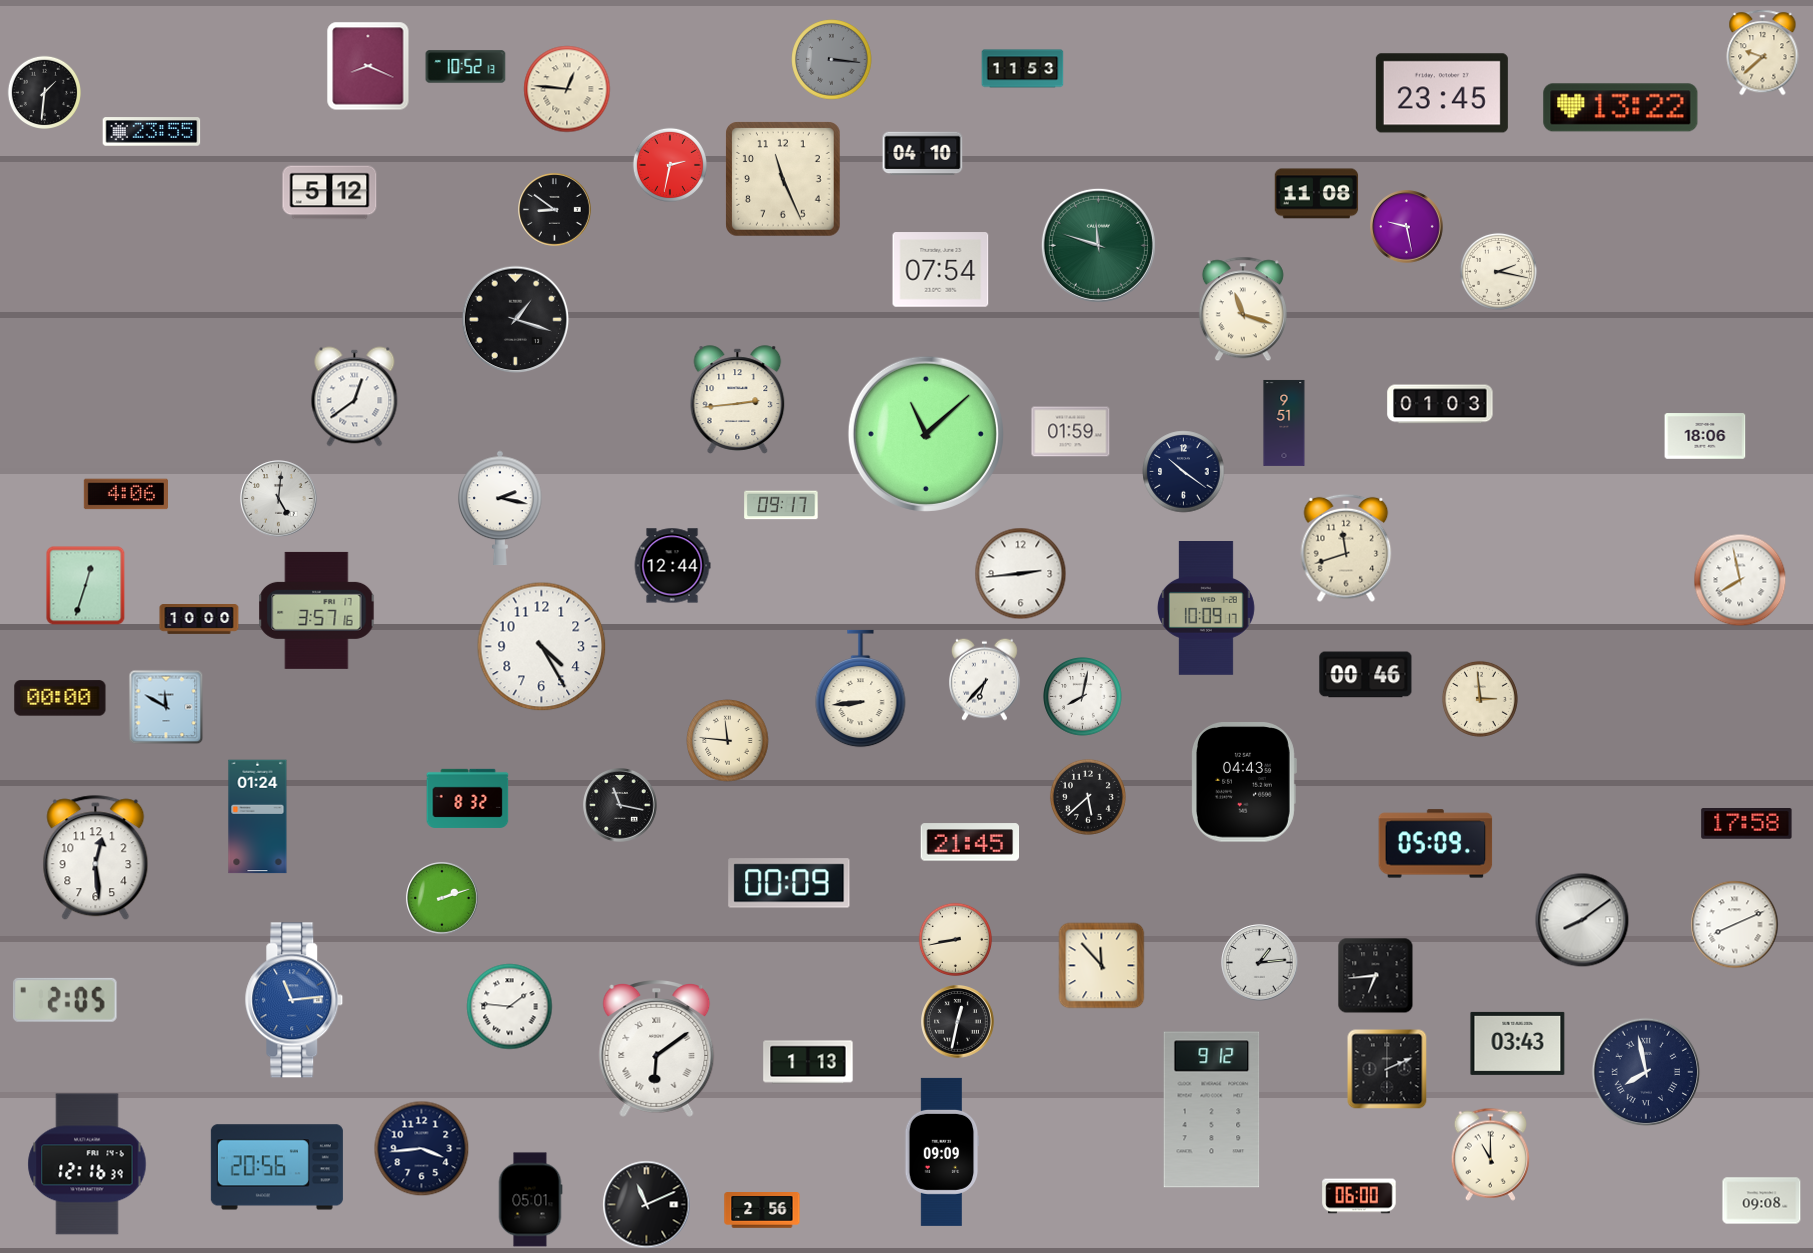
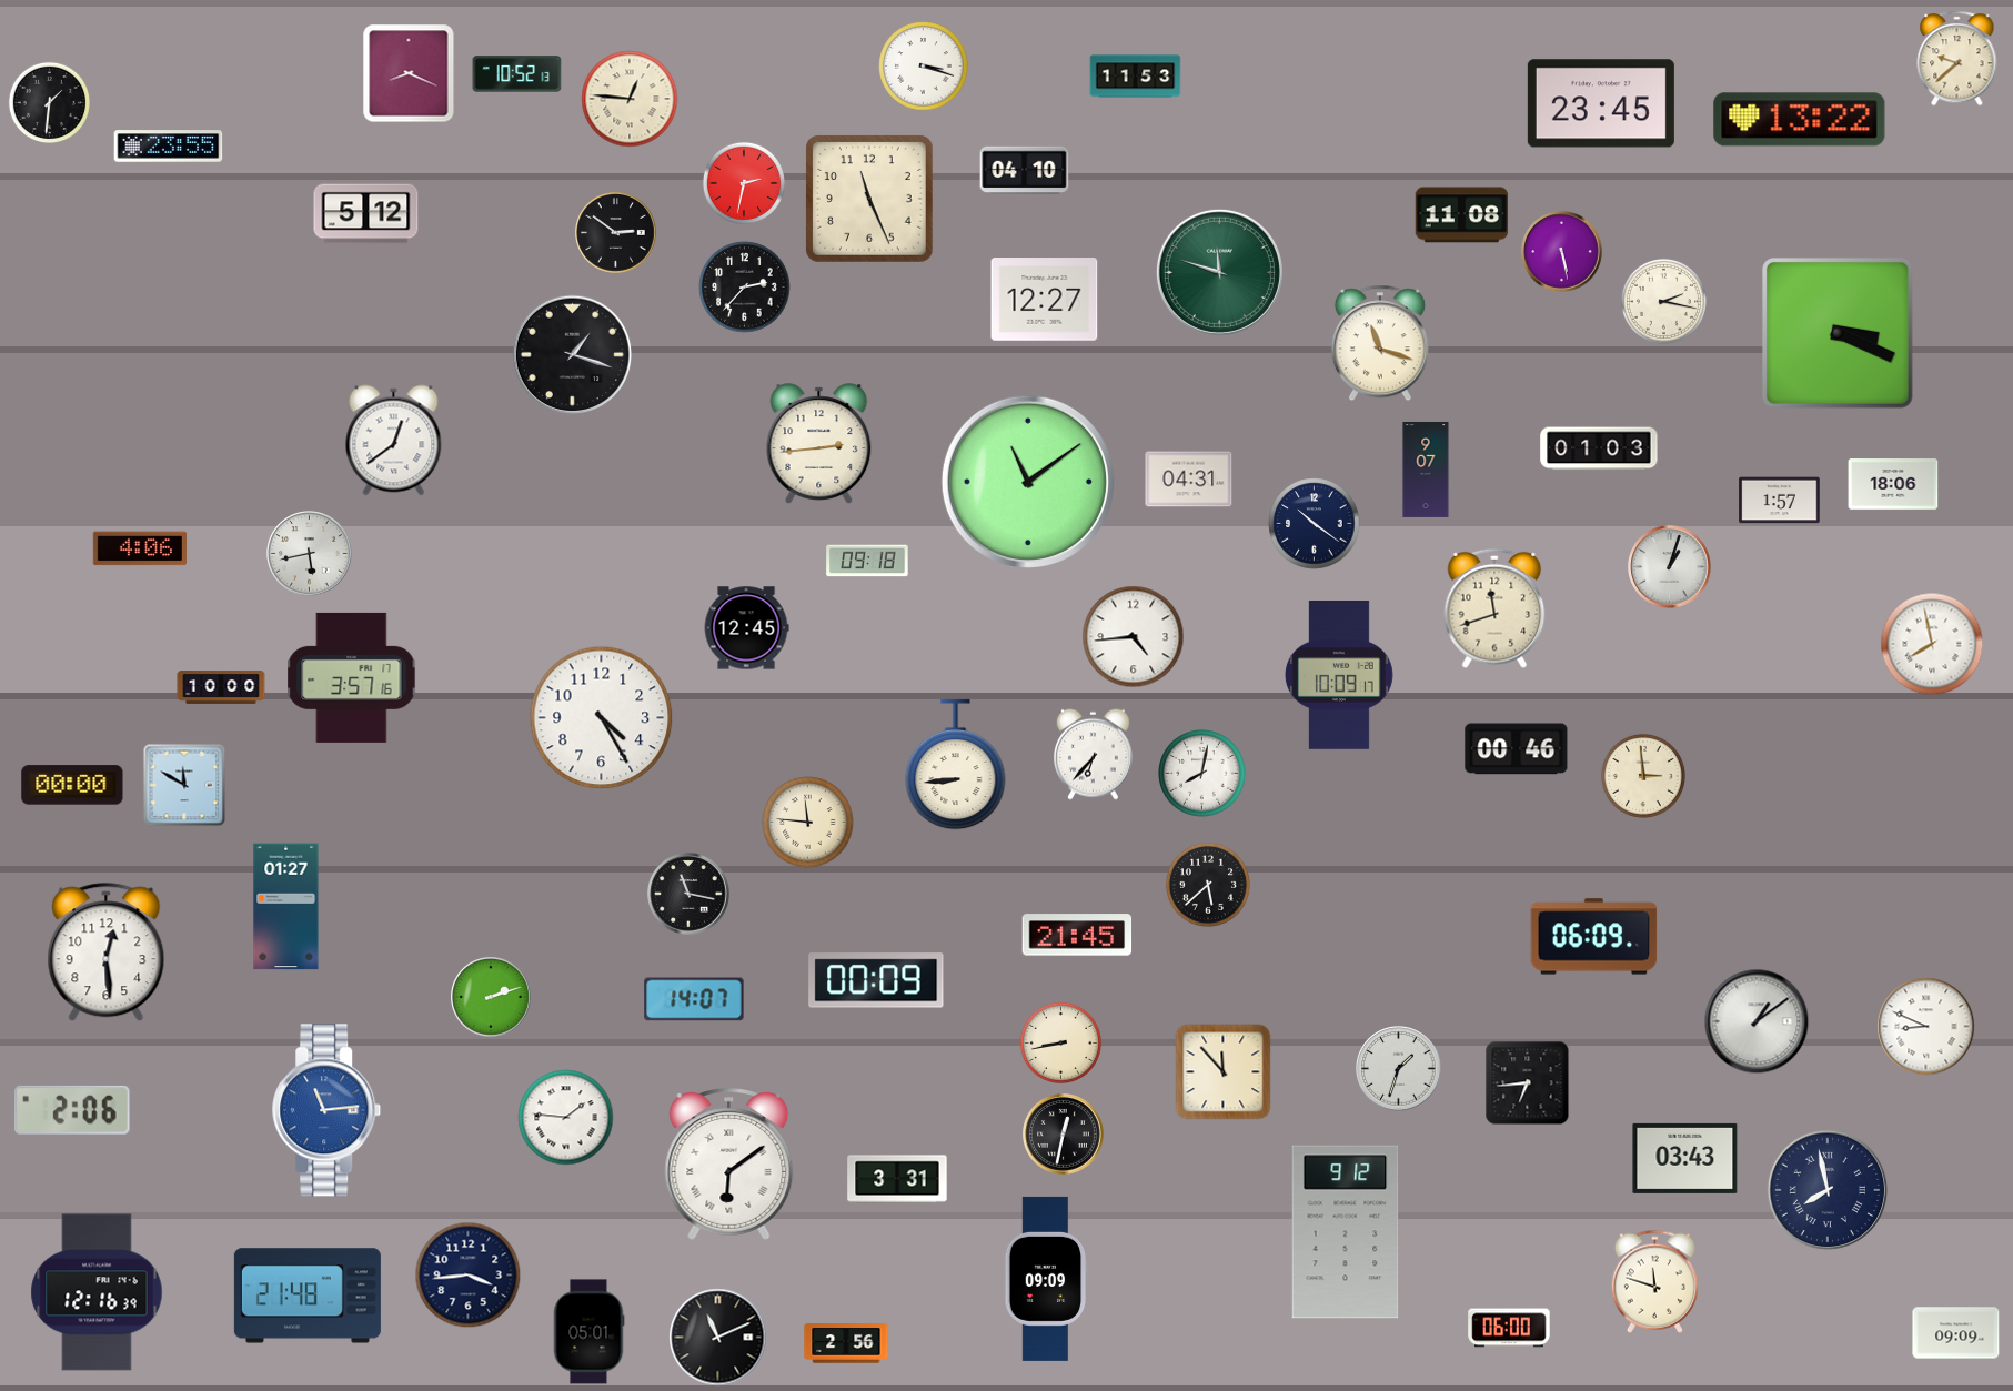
clock at (832, 60): 3:16 -> 3:18
clock at (832, 60) dial: grey -> white
clock at (555, 210): 8:51 -> 2:51
clock at (1407, 227): 9:28 -> 5:28
clock at (745, 288): none -> 2:37
clock at (941, 270): 07:54 -> 12:27
clock at (1838, 333): none -> 3:19
clock at (1284, 423): 9:51 -> 9:07
clock at (1071, 432): 01:59 -> 04:31
clock at (926, 434): 11:08 -> 11:09
clock at (1780, 501): none -> 1:57
clock at (279, 499): 5:01 -> 5:43
clock at (781, 505): 09:17 -> 09:18
clock at (501, 508): 2:17 -> none
clock at (1670, 567): none -> 1:03
clock at (672, 566): 12:44 -> 12:45
clock at (1021, 574): 2:44 -> 4:44
clock at (86, 586): 12:33 -> none
clock at (60, 698) position: (60, 698) -> (72, 785)
clock at (1244, 782): 04:43 -> none
clock at (468, 798): 8:32 -> none
clock at (258, 817): 01:24 -> 01:27
clock at (1747, 824): 17:58 -> none
clock at (1436, 844): 05:09 -> 06:09
clock at (694, 999): none -> 14:07
clock at (1582, 920): 8:09 -> 1:09
clock at (1735, 925): 8:11 -> 8:49
clock at (1260, 963): 1:14 -> 1:33
clock at (65, 1000): 2:05 -> 2:06
clock at (808, 1062): 1:13 -> 3:31
clock at (1387, 1069): 2:11 -> none
clock at (1490, 1154): 11:00 -> 11:48
clock at (277, 1167): 20:56 -> 21:48
clock at (1762, 1201): 09:08 -> 09:09
